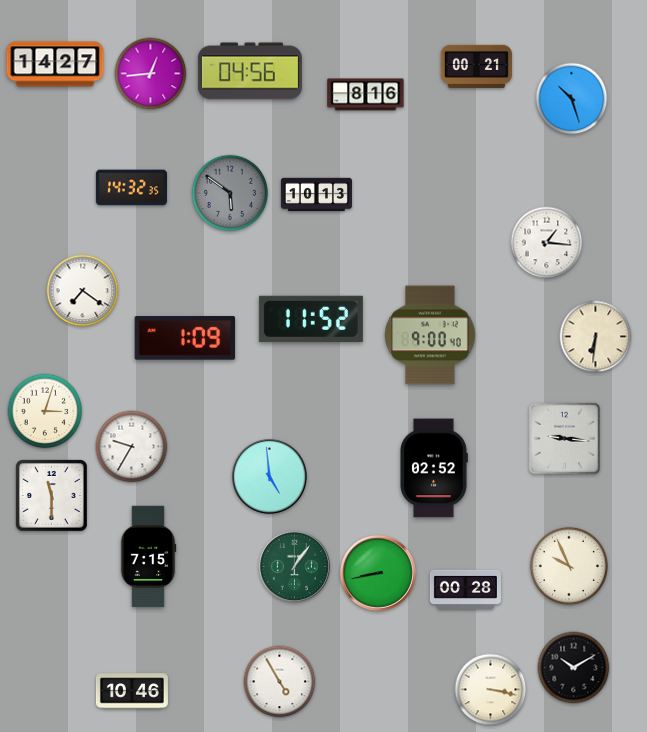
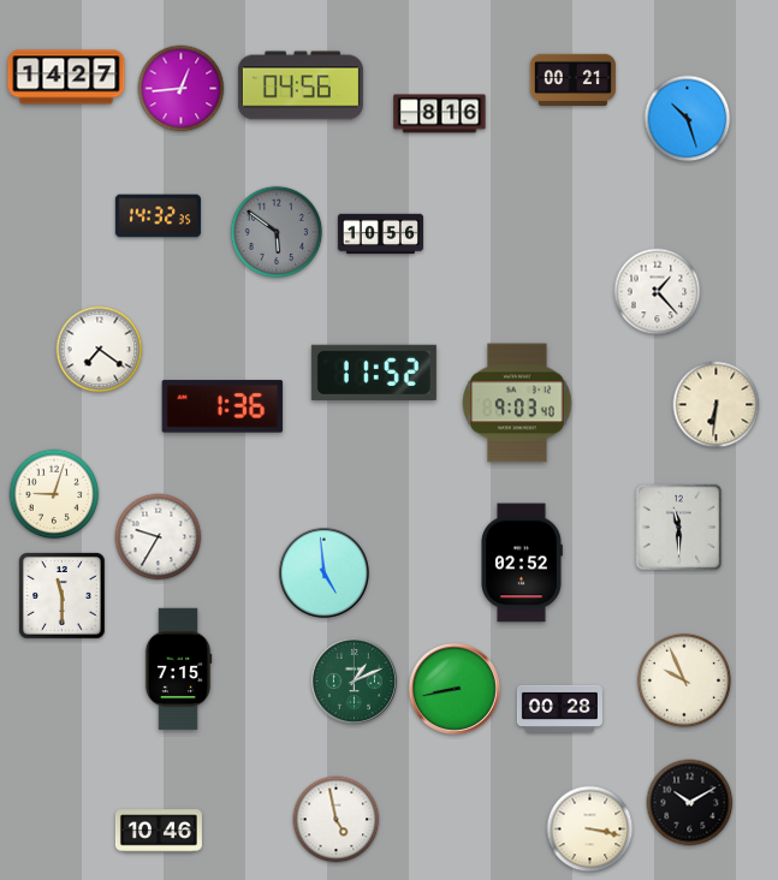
clock at (131, 188) position: (131, 188) -> (158, 216)
clock at (316, 195): 10:13 -> 10:56
clock at (547, 243): 1:16 -> 1:23
clock at (311, 319) position: (311, 319) -> (374, 373)
clock at (430, 335): 9:00 -> 9:03
clock at (185, 338): 1:09 -> 1:36
clock at (45, 411): 3:03 -> 9:03
clock at (565, 439): 9:16 -> 11:30
clock at (294, 566): 1:06 -> 1:11
clock at (280, 682): 4:55 -> 4:58
